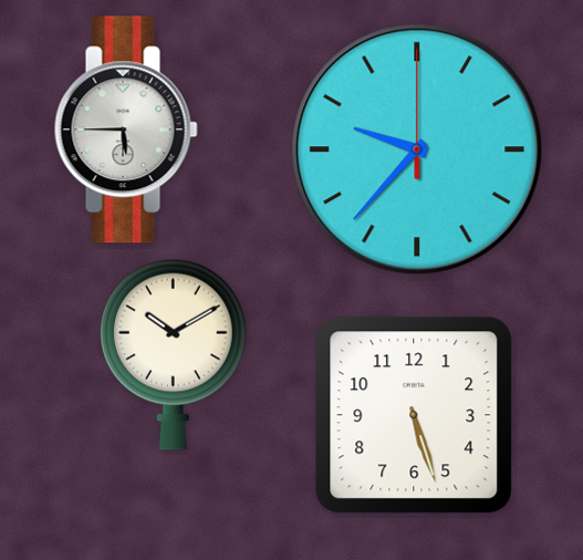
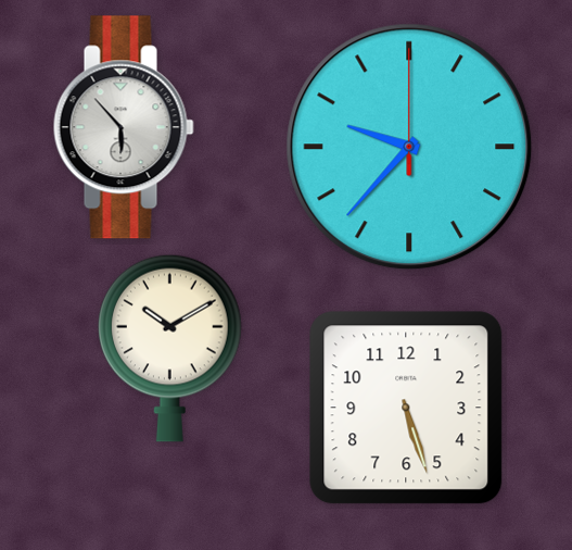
clock at (126, 129): 5:45 -> 5:53
